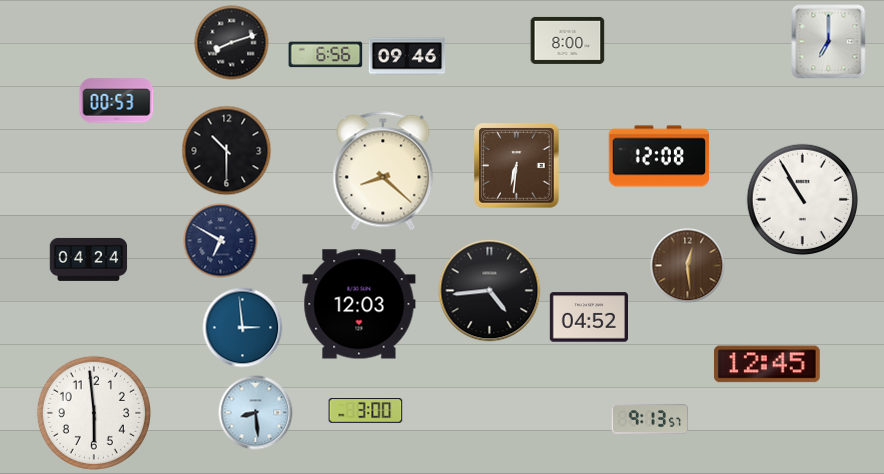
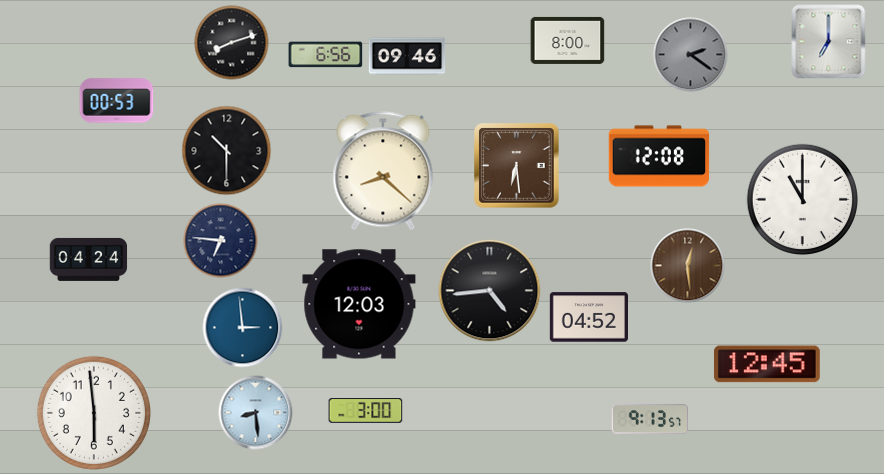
clock at (691, 55): none -> 2:21
clock at (517, 166): 6:31 -> 6:29
clock at (802, 199): 10:55 -> 11:00
clock at (221, 241): 6:50 -> 6:46
